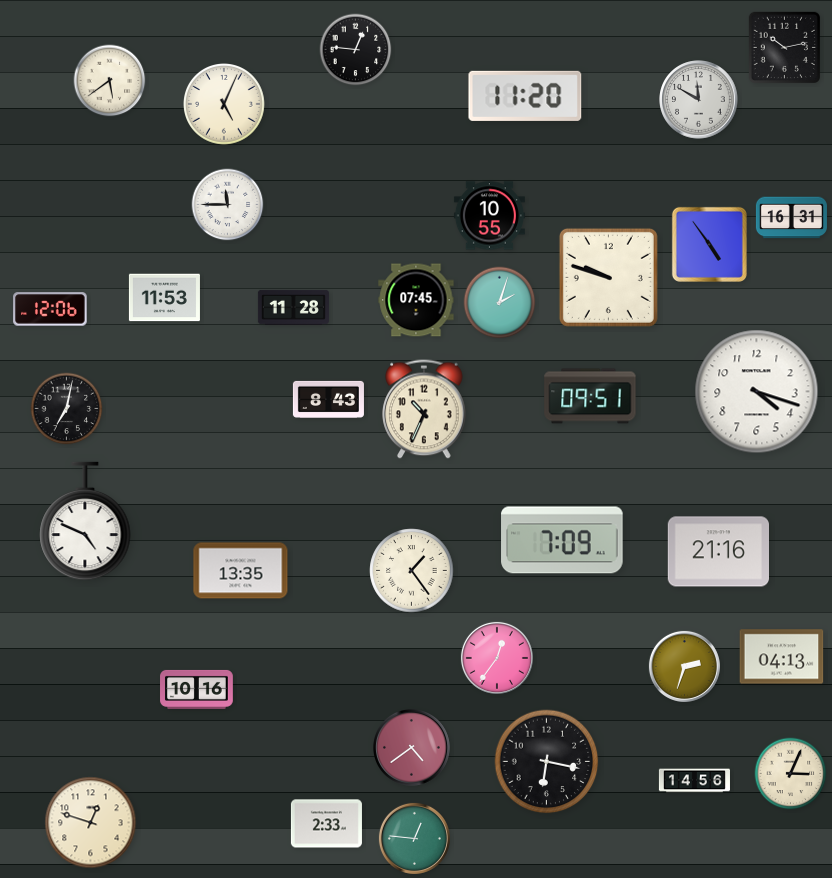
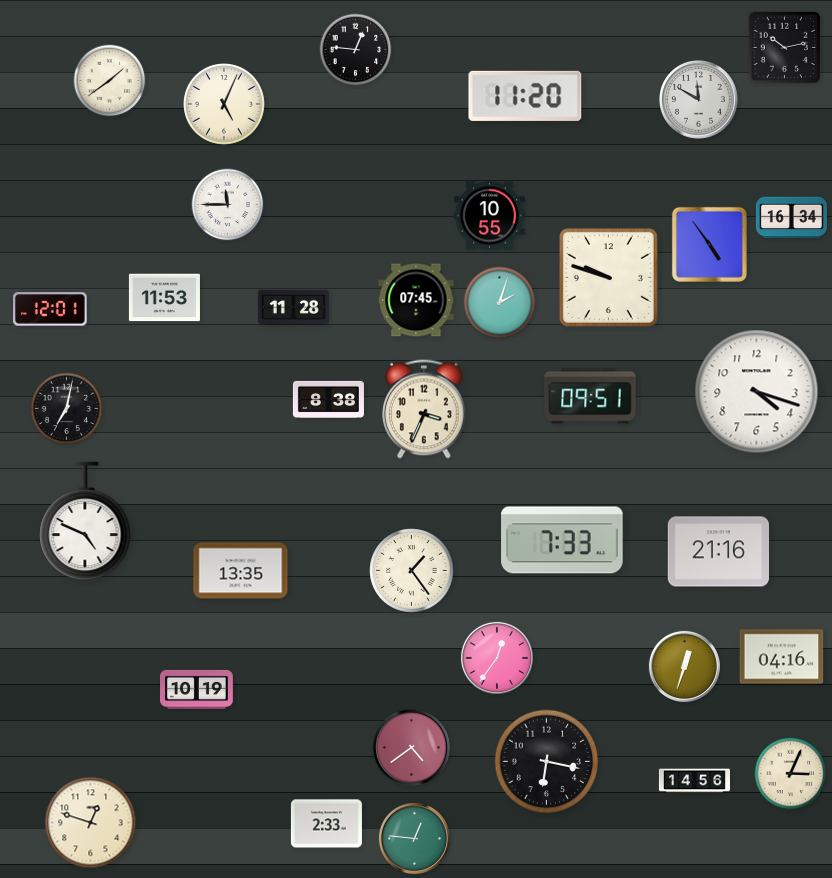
clock at (110, 81): 5:39 -> 1:39
clock at (791, 218): 16:31 -> 16:34
clock at (50, 309): 12:06 -> 12:01
clock at (328, 399): 8:43 -> 8:38
clock at (424, 409): 10:34 -> 3:34
clock at (562, 540): 7:09 -> 7:33
clock at (782, 657): 04:13 -> 04:16
clock at (684, 666): 2:33 -> 12:33
clock at (197, 689): 10:16 -> 10:19
